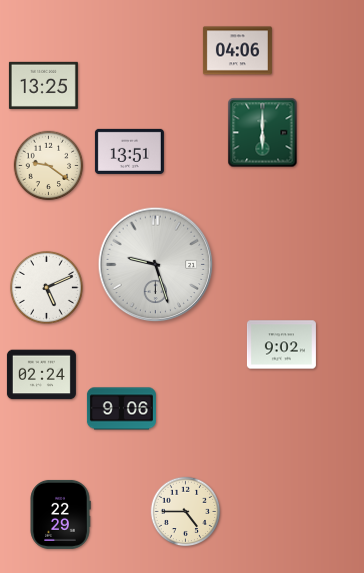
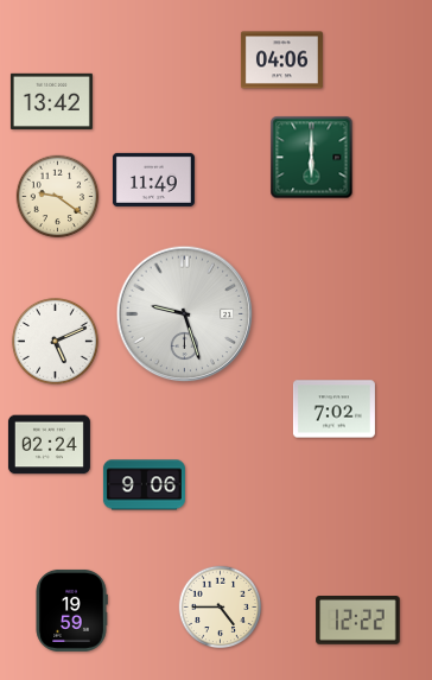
clock at (43, 85): 13:25 -> 13:42
clock at (129, 151): 13:51 -> 11:49
clock at (281, 345): 9:02 -> 7:02
clock at (60, 514): 22:29 -> 19:59
clock at (358, 621): none -> 12:22
